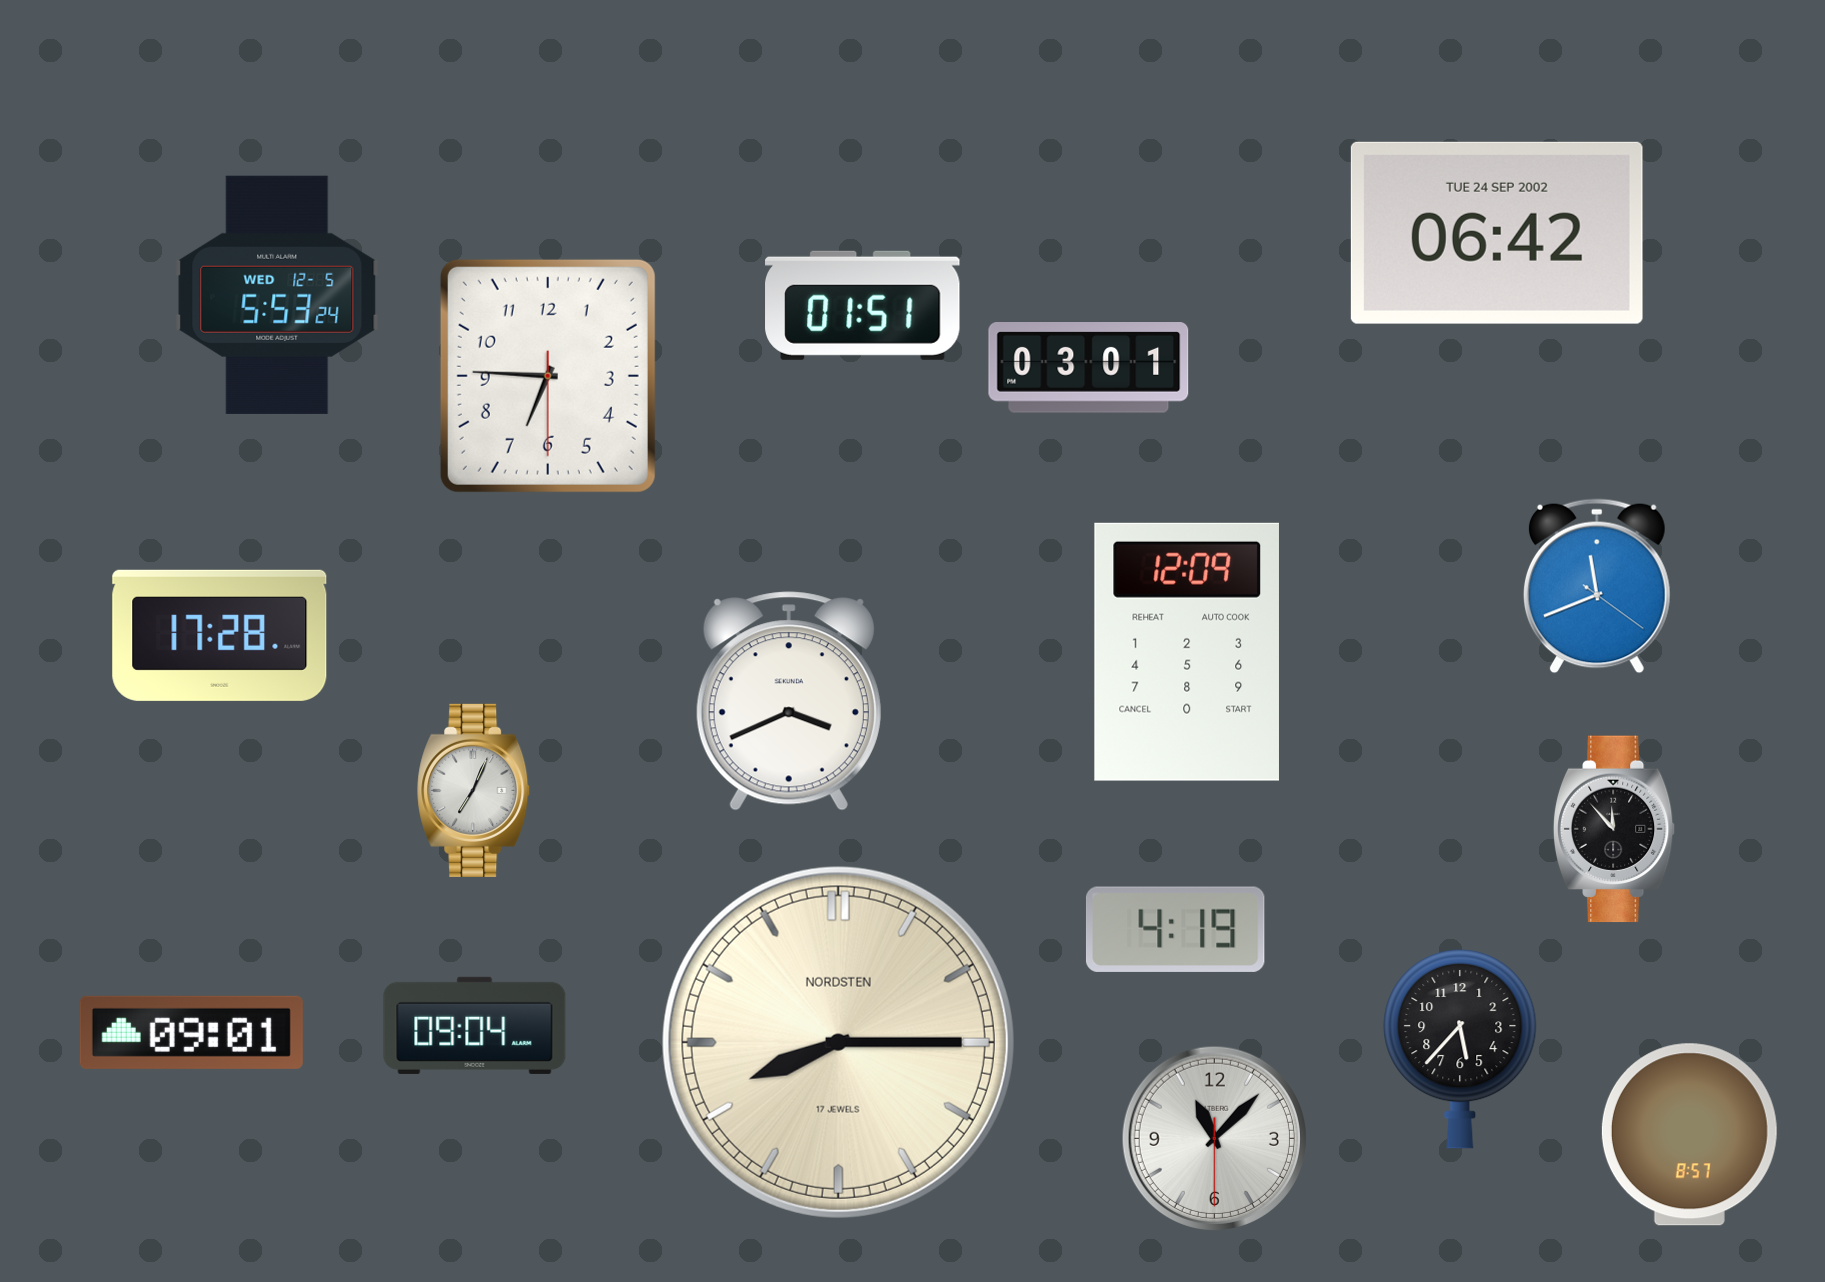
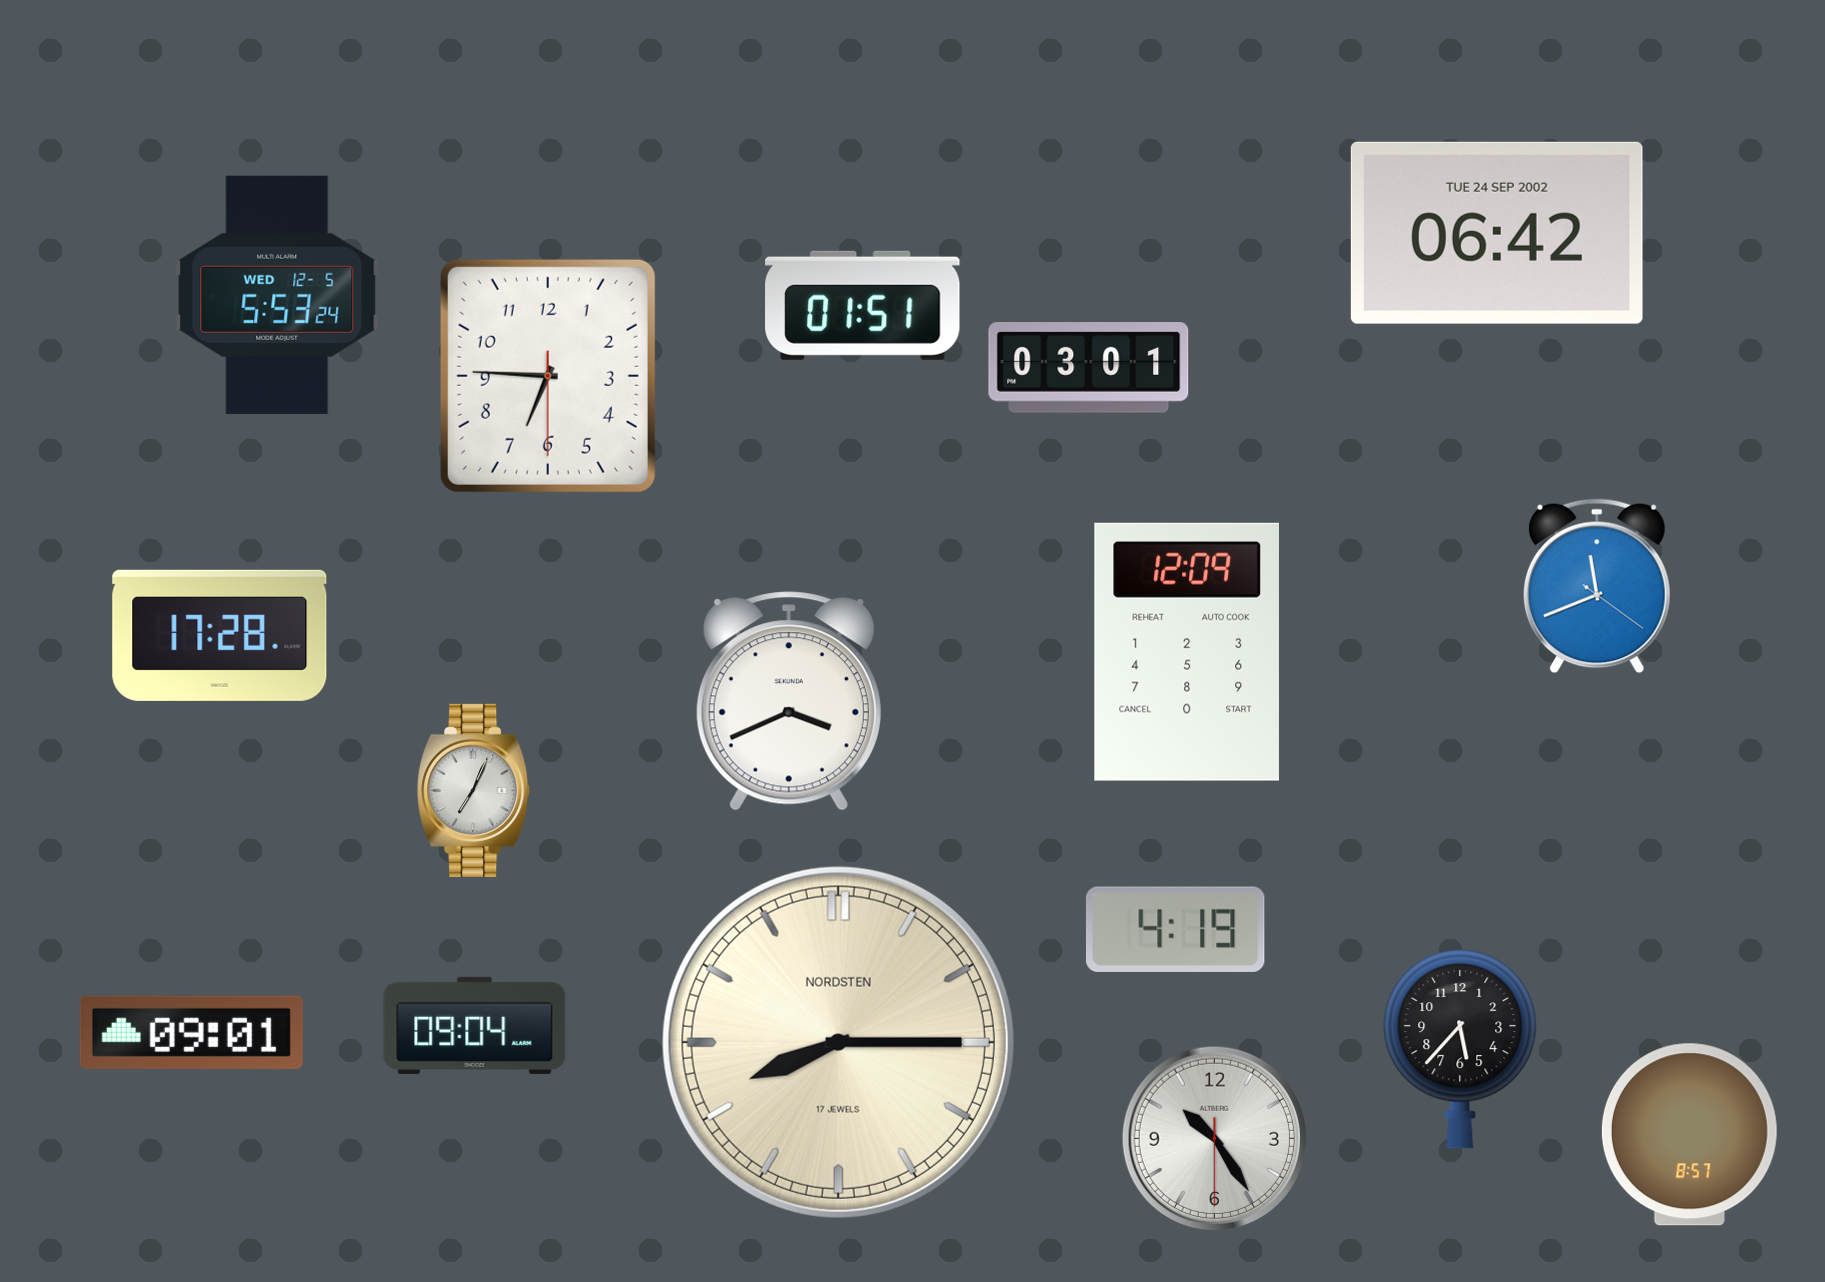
clock at (1614, 829): 11:53 -> none
clock at (1214, 1138): 11:07 -> 10:24
